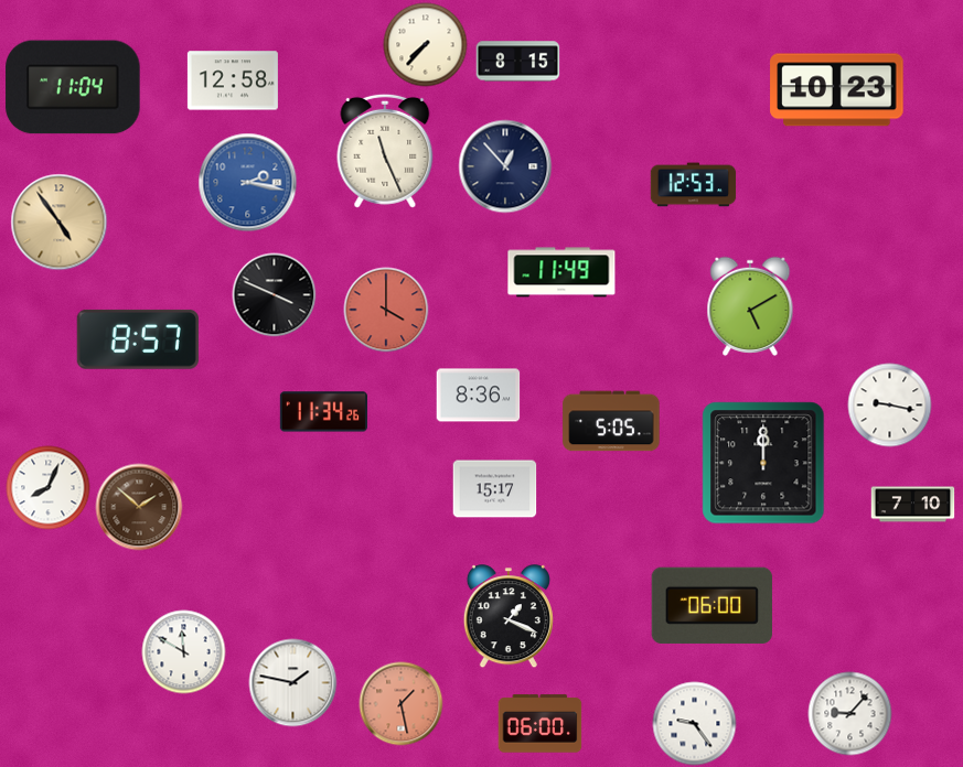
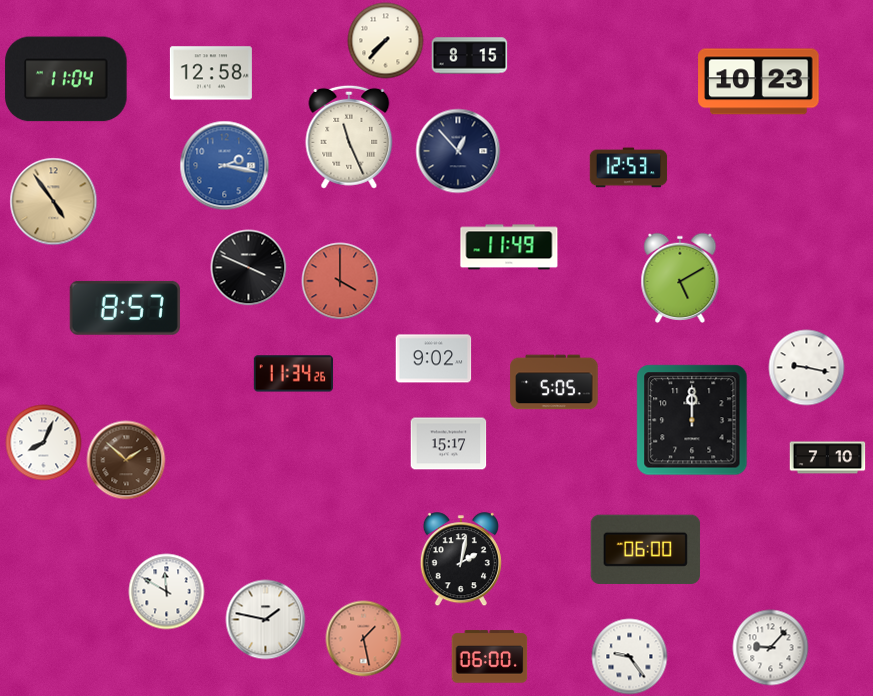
clock at (386, 310) position: (386, 310) -> (340, 281)
clock at (479, 396): 8:36 -> 9:02
clock at (509, 617): 1:19 -> 2:02
